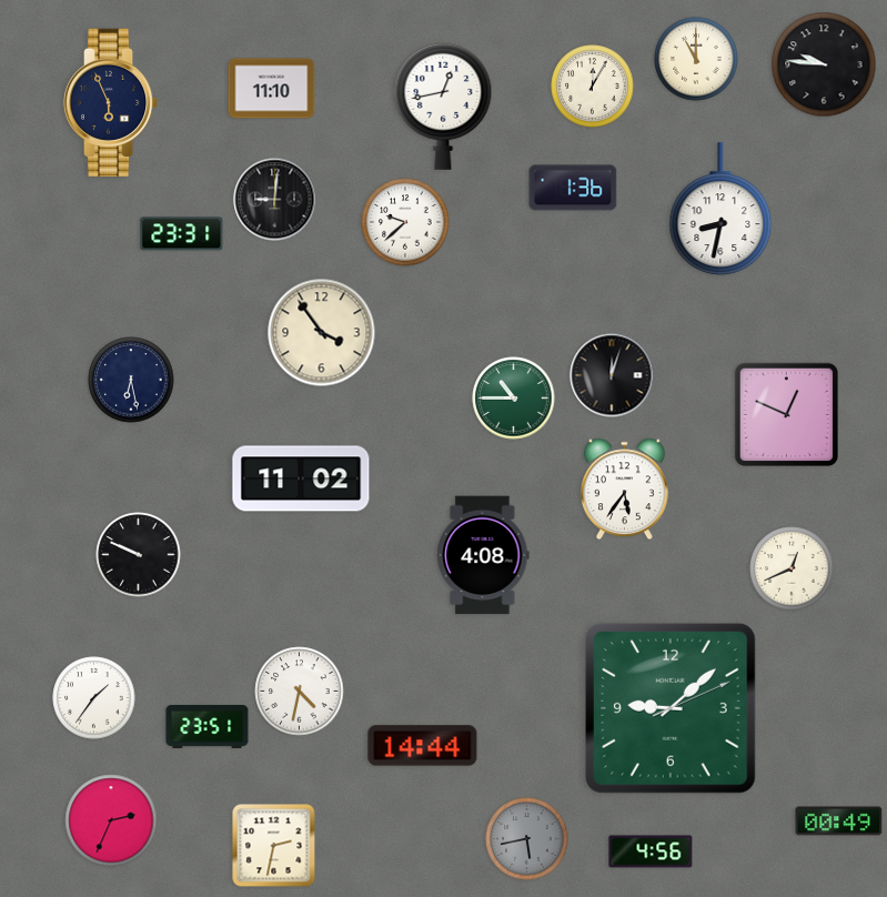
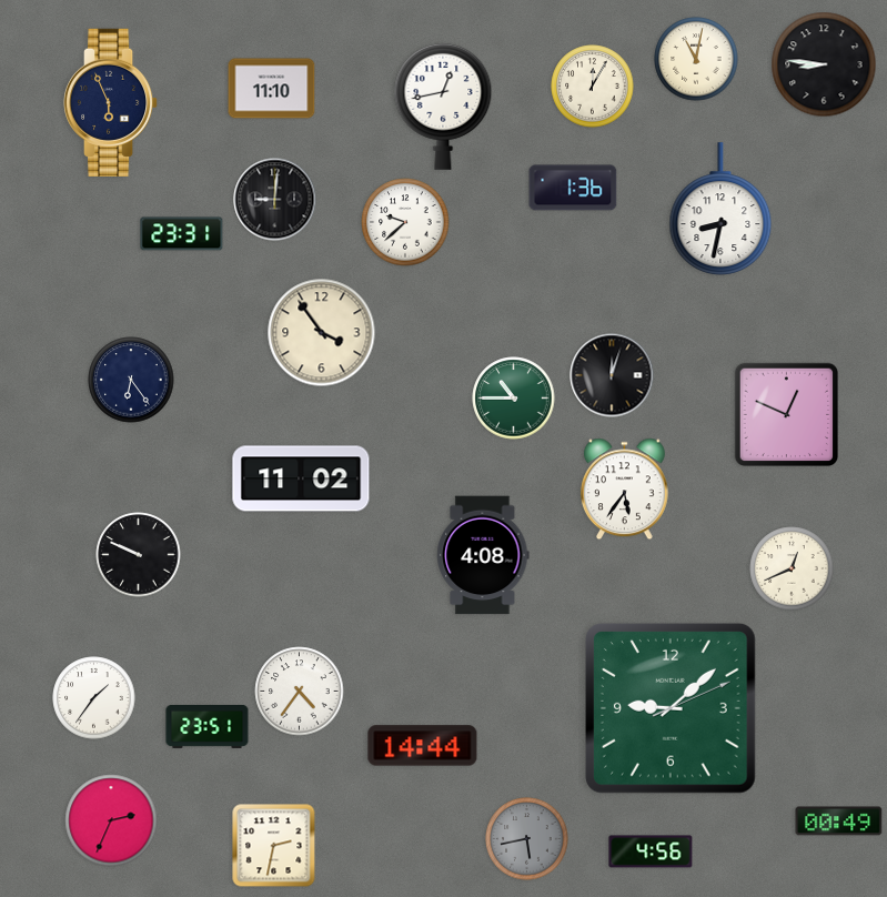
clock at (696, 59): 11:00 -> 11:02
clock at (824, 64): 9:46 -> 8:46
clock at (131, 380): 6:28 -> 6:24
clock at (300, 692): 4:32 -> 4:36
